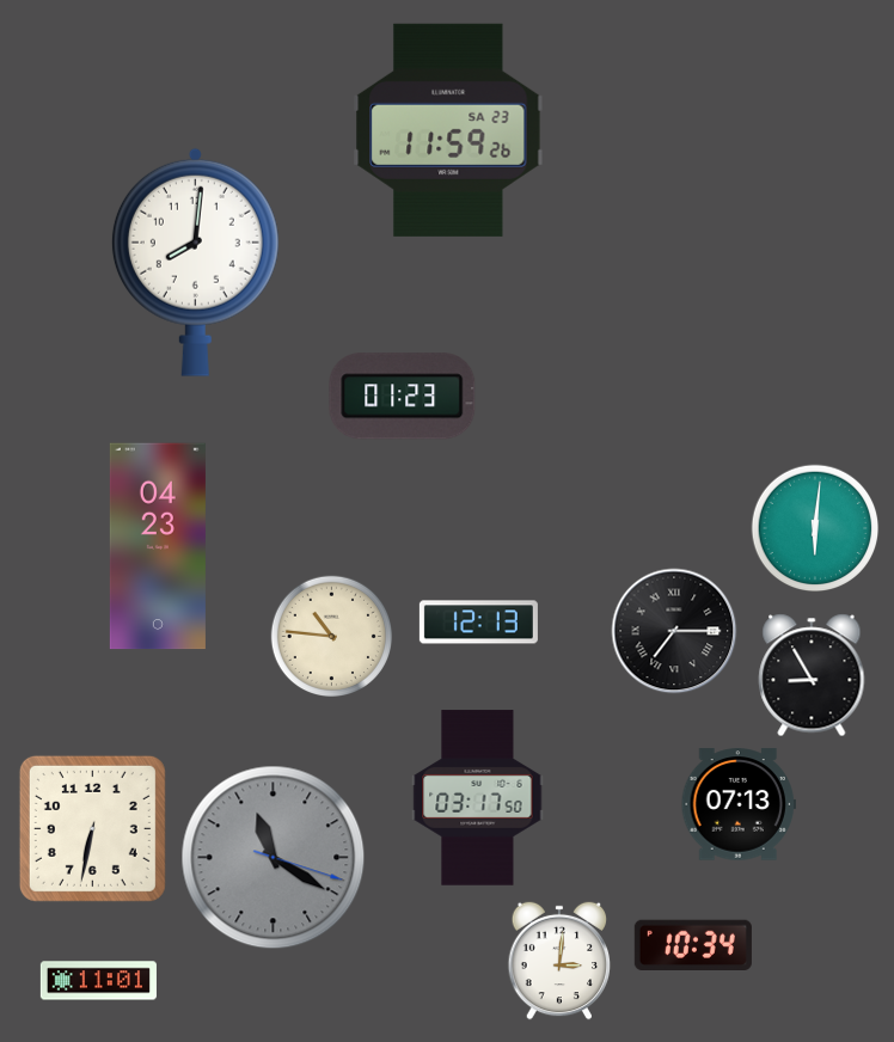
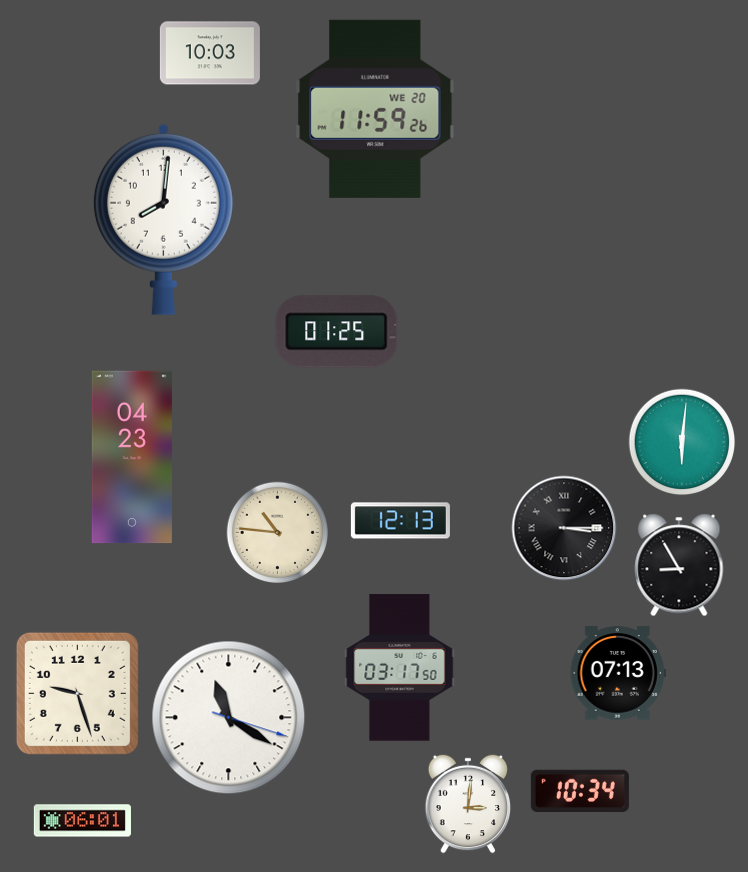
clock at (210, 53): none -> 10:03
clock at (448, 130) date: SA 23 -> WE 20
clock at (403, 397): 01:23 -> 01:25
clock at (674, 631): 7:15 -> 3:15
clock at (92, 828): 6:32 -> 9:27
clock at (274, 858) dial: grey -> white
clock at (98, 981): 11:01 -> 06:01
